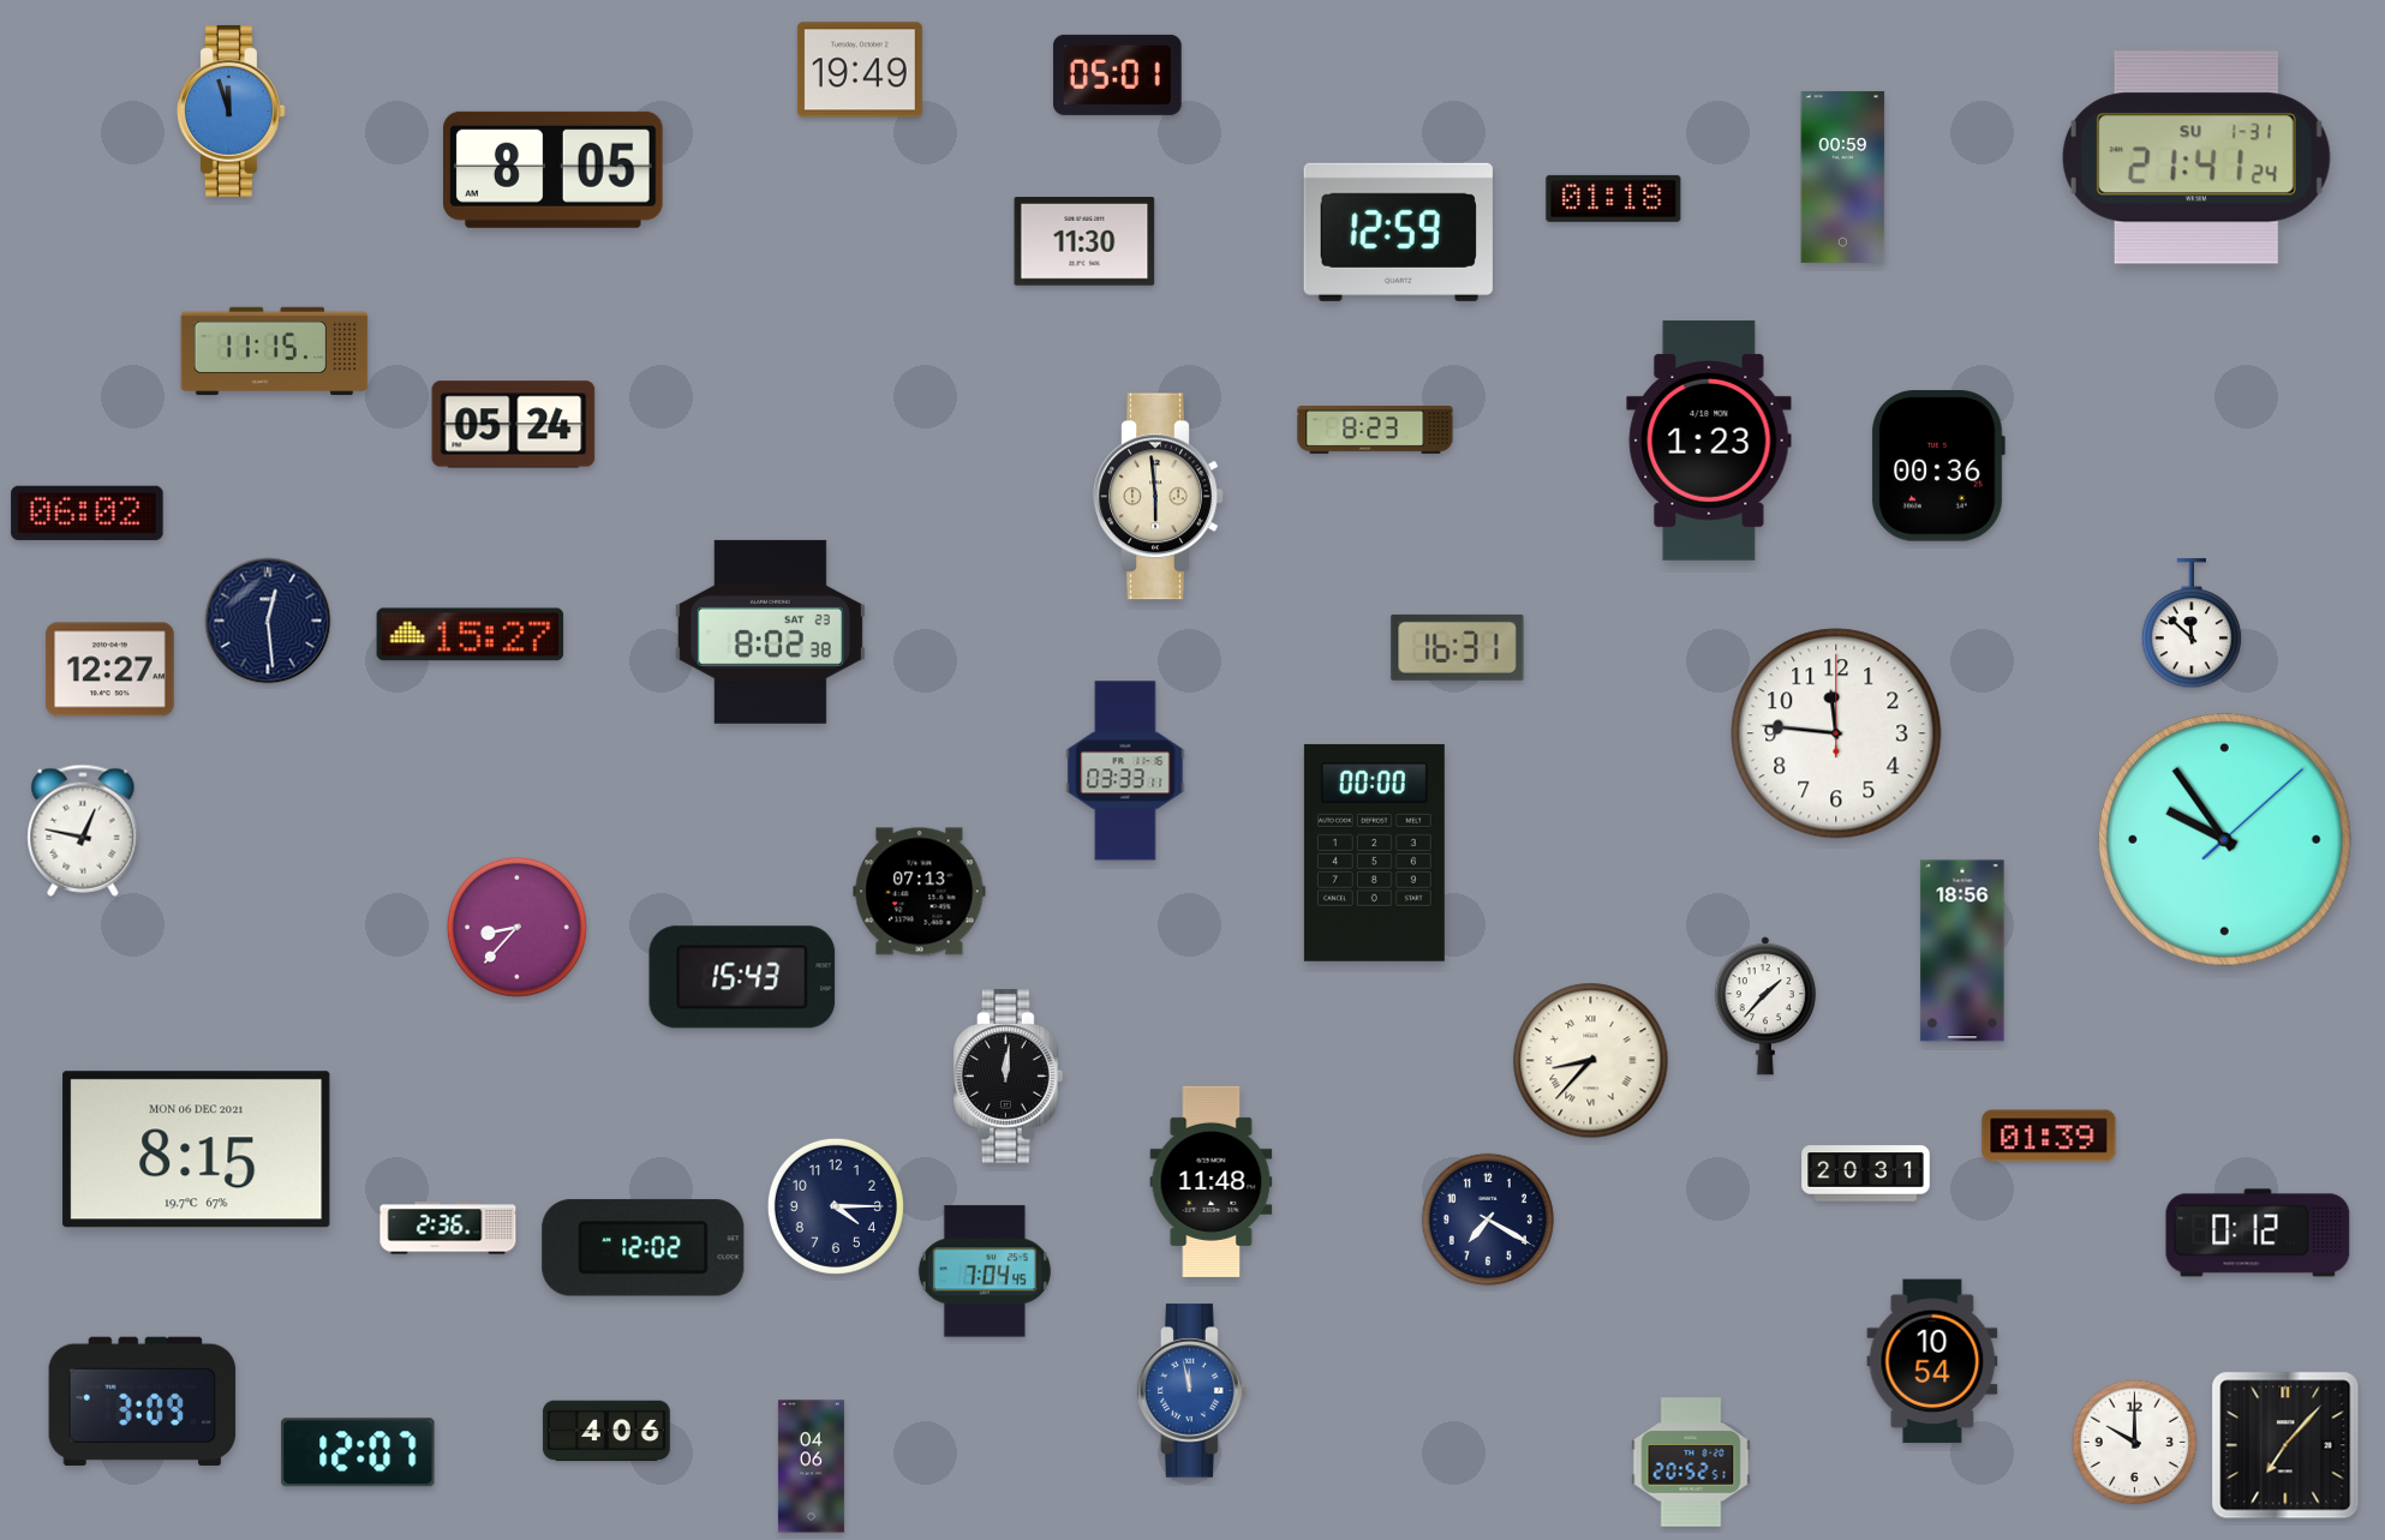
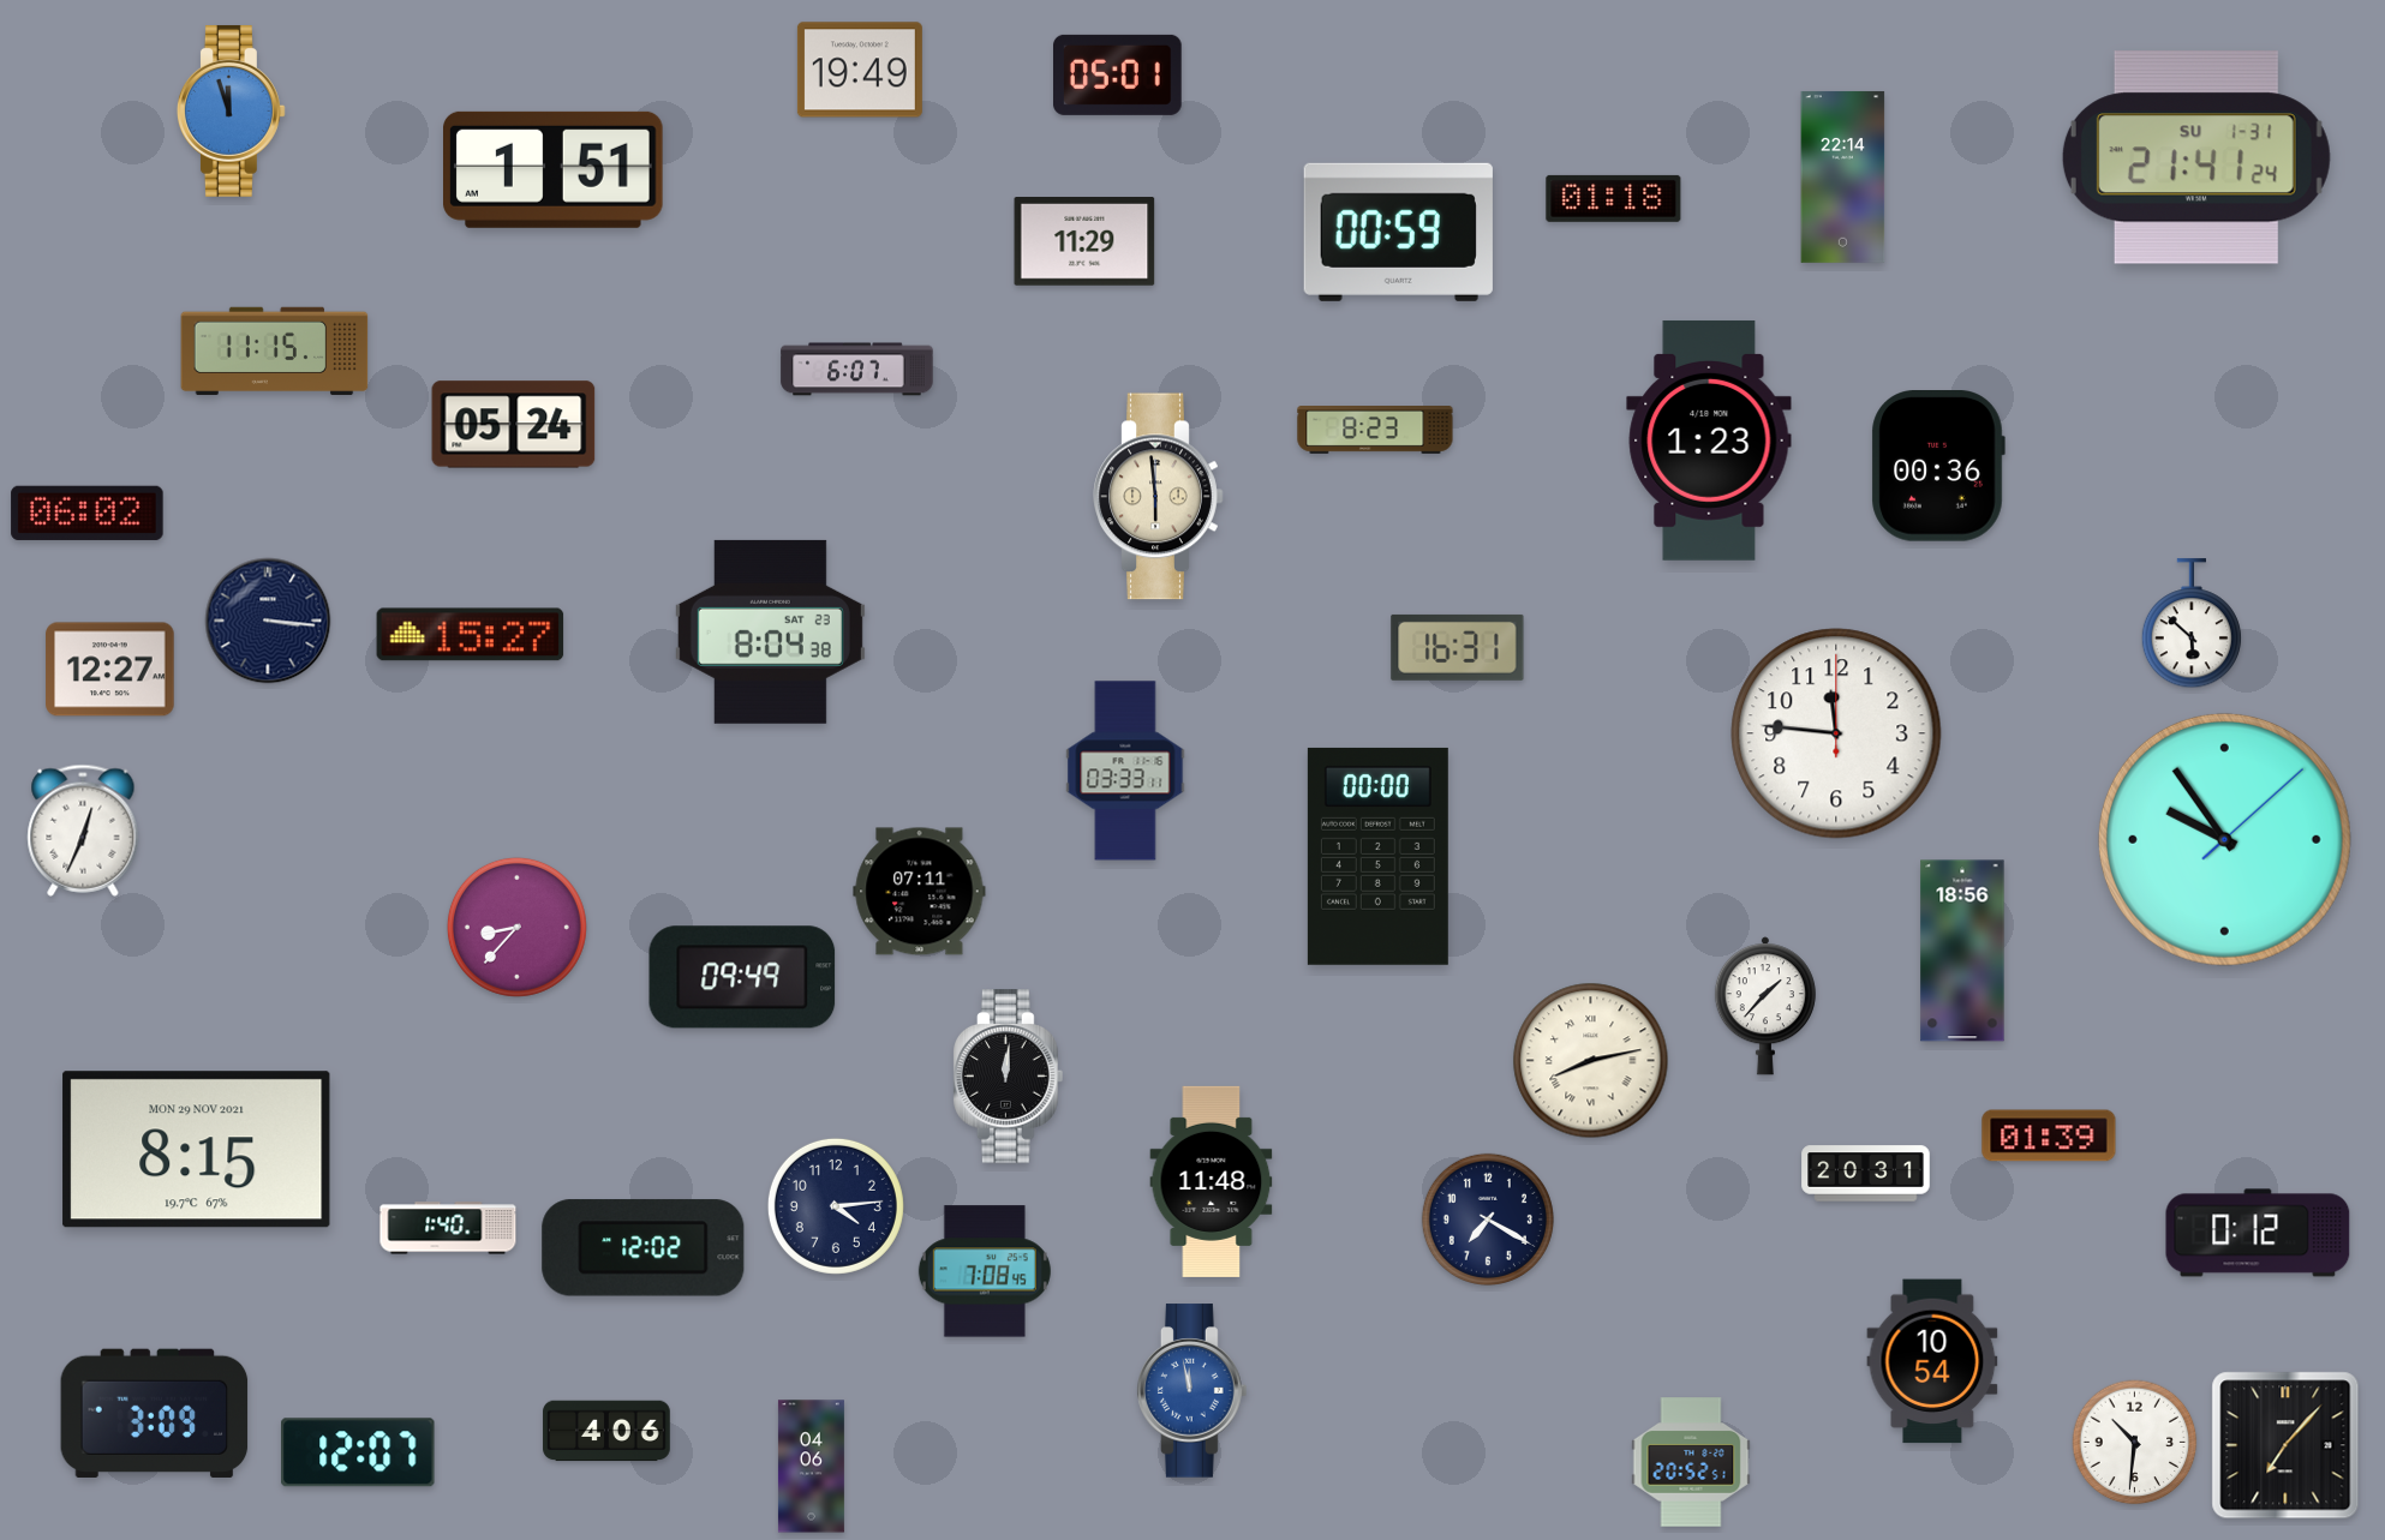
clock at (554, 169): 8:05 -> 1:51
clock at (1843, 176): 00:59 -> 22:14
clock at (1398, 232): 12:59 -> 00:59
clock at (1084, 242): 11:30 -> 11:29
clock at (857, 370): none -> 6:07
clock at (268, 621): 12:29 -> 3:16
clock at (2192, 624): 11:52 -> 5:52
clock at (770, 631): 8:02 -> 8:04
clock at (83, 831): 12:47 -> 12:34
clock at (1374, 852) position: (1374, 852) -> (1377, 856)
clock at (920, 892): 07:13 -> 07:11
clock at (742, 977): 15:43 -> 09:49
clock at (1591, 1061): 8:37 -> 8:13
clock at (197, 1150) date: MON 06 DEC 2021 -> MON 29 NOV 2021
clock at (836, 1206): 4:15 -> 4:14
clock at (448, 1228): 2:36 -> 1:40
clock at (985, 1271): 7:04 -> 7:08
clock at (143, 1401) position: (143, 1401) -> (155, 1413)
clock at (2135, 1443): 10:00 -> 10:31
